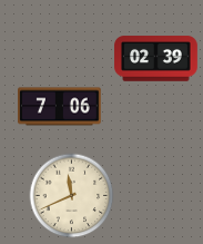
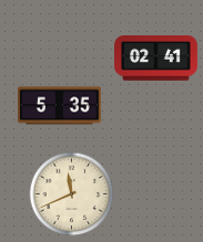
clock at (156, 59): 02:39 -> 02:41
clock at (60, 107): 7:06 -> 5:35
